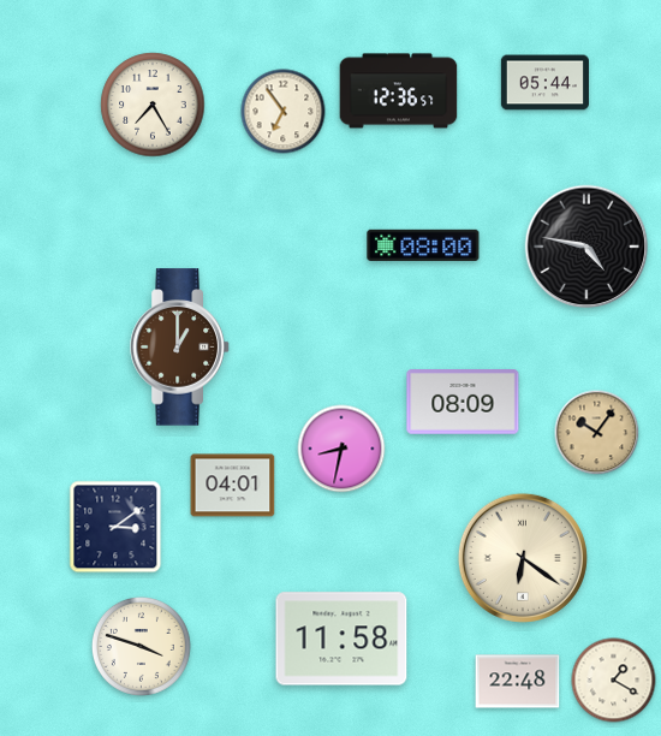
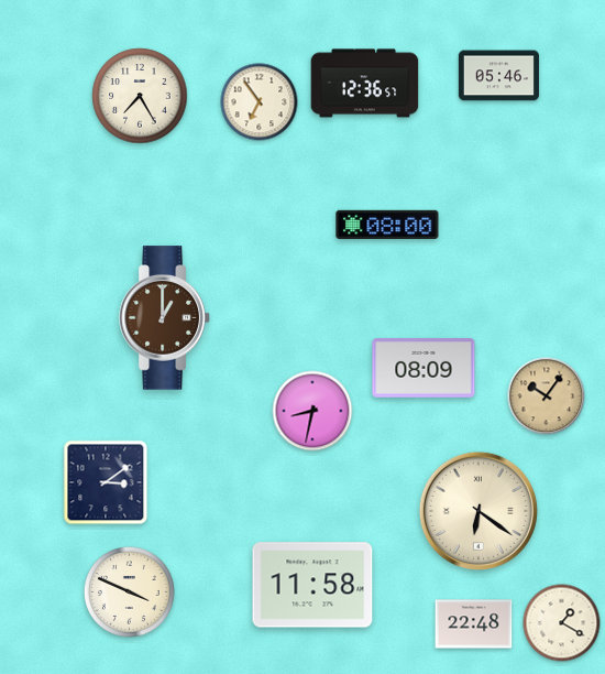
clock at (544, 83): 05:44 -> 05:46
clock at (586, 247): 4:47 -> none
clock at (233, 486): 04:01 -> none
clock at (141, 646): 3:48 -> 3:49
